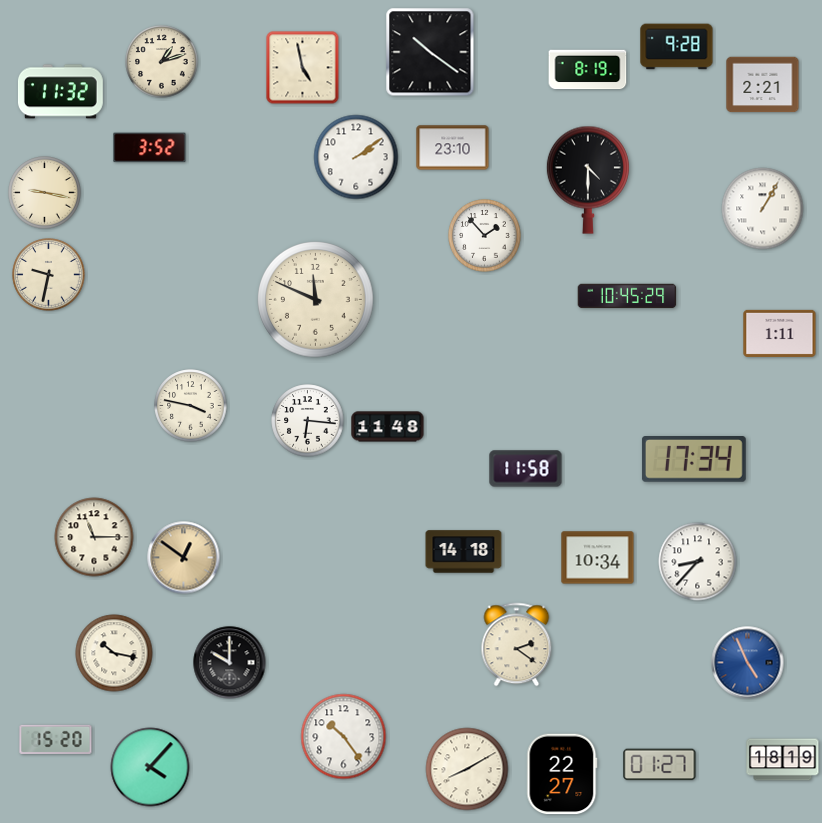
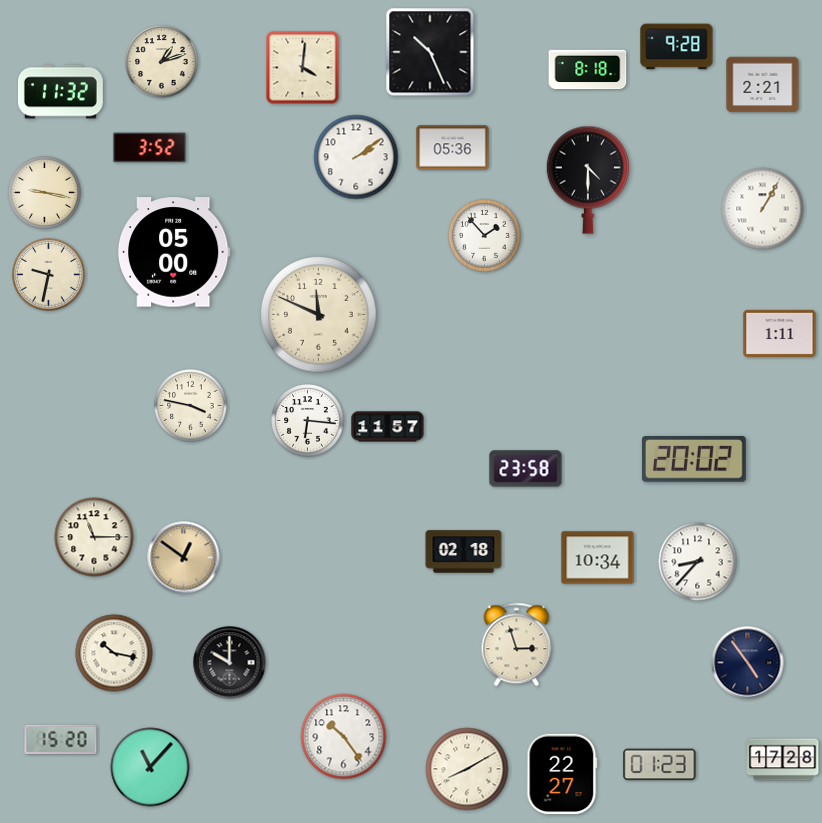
clock at (430, 52): 10:21 -> 10:26
clock at (303, 68): 4:58 -> 4:01
clock at (588, 70): 8:19 -> 8:18
clock at (453, 148): 23:10 -> 05:36
clock at (174, 252): none -> 05:00
clock at (627, 296): 10:45 -> none
clock at (316, 300) position: (316, 300) -> (319, 315)
clock at (388, 427): 11:48 -> 11:57
clock at (694, 459): 17:34 -> 20:02
clock at (526, 469): 11:58 -> 23:58
clock at (464, 552): 14:18 -> 02:18
clock at (517, 645): 2:21 -> 2:57
clock at (748, 663): 4:56 -> 4:54
clock at (748, 663) dial: blue -> navy
clock at (56, 739) position: (56, 739) -> (61, 739)
clock at (783, 760): 18:19 -> 17:28
clock at (660, 765): 01:27 -> 01:23
clock at (150, 767): 4:07 -> 11:07
